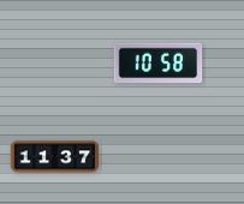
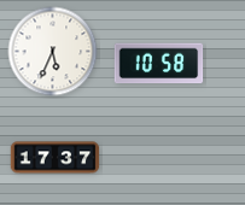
clock at (53, 52): none -> 5:34
clock at (55, 157): 11:37 -> 17:37
